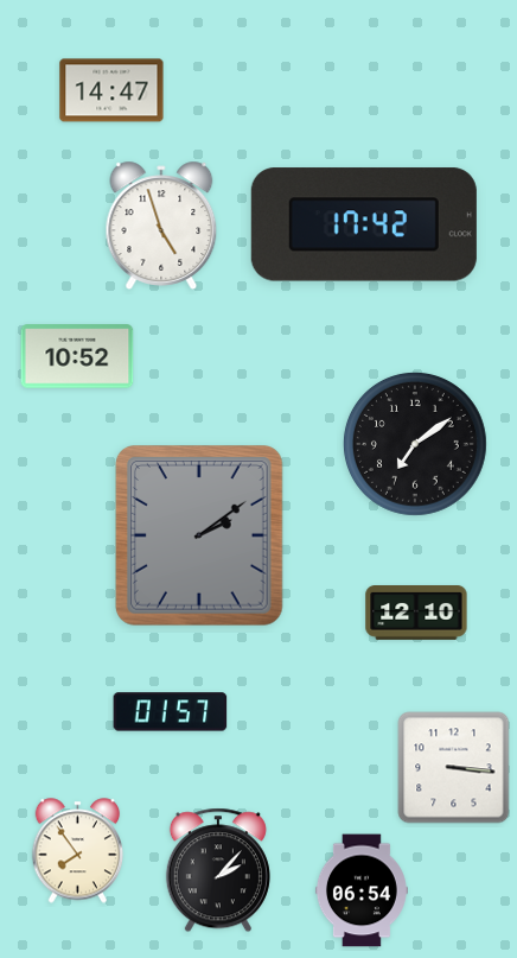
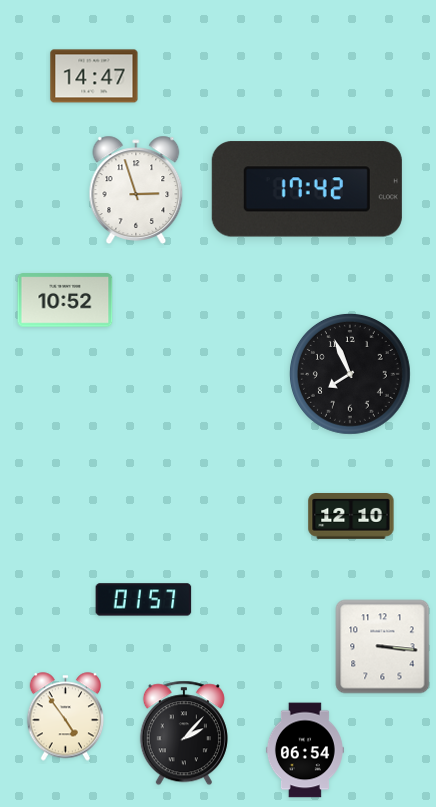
clock at (161, 226): 4:57 -> 2:57
clock at (415, 444): 7:09 -> 7:56
clock at (199, 537): 2:09 -> none
clock at (78, 851): 7:54 -> 4:54
